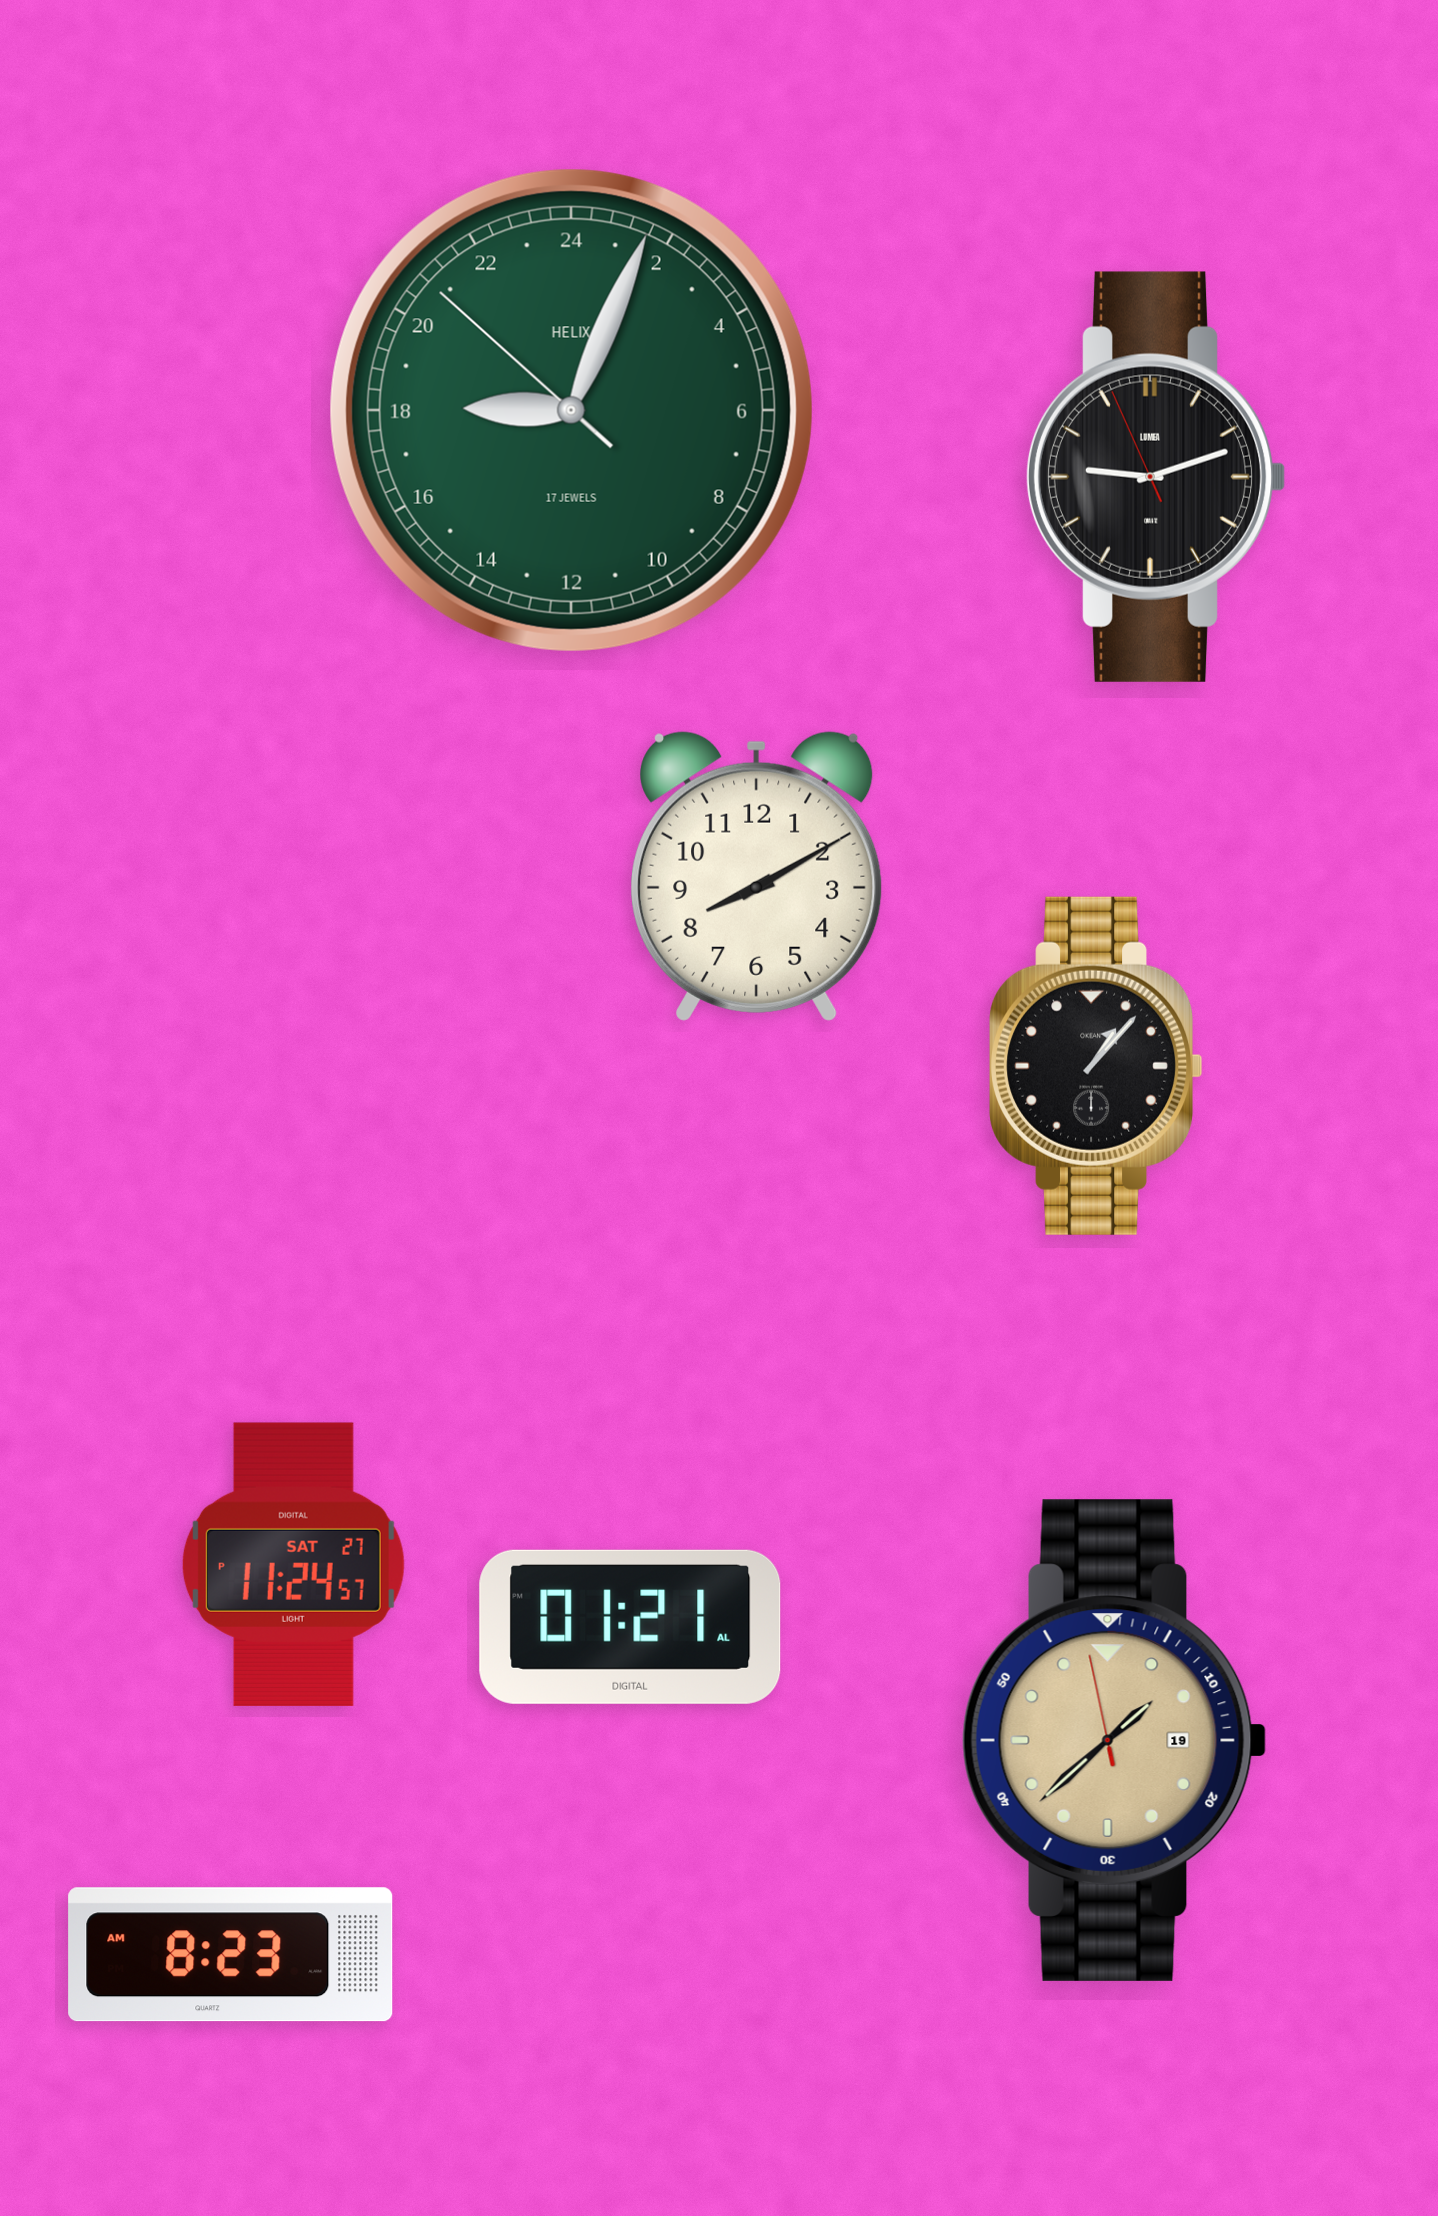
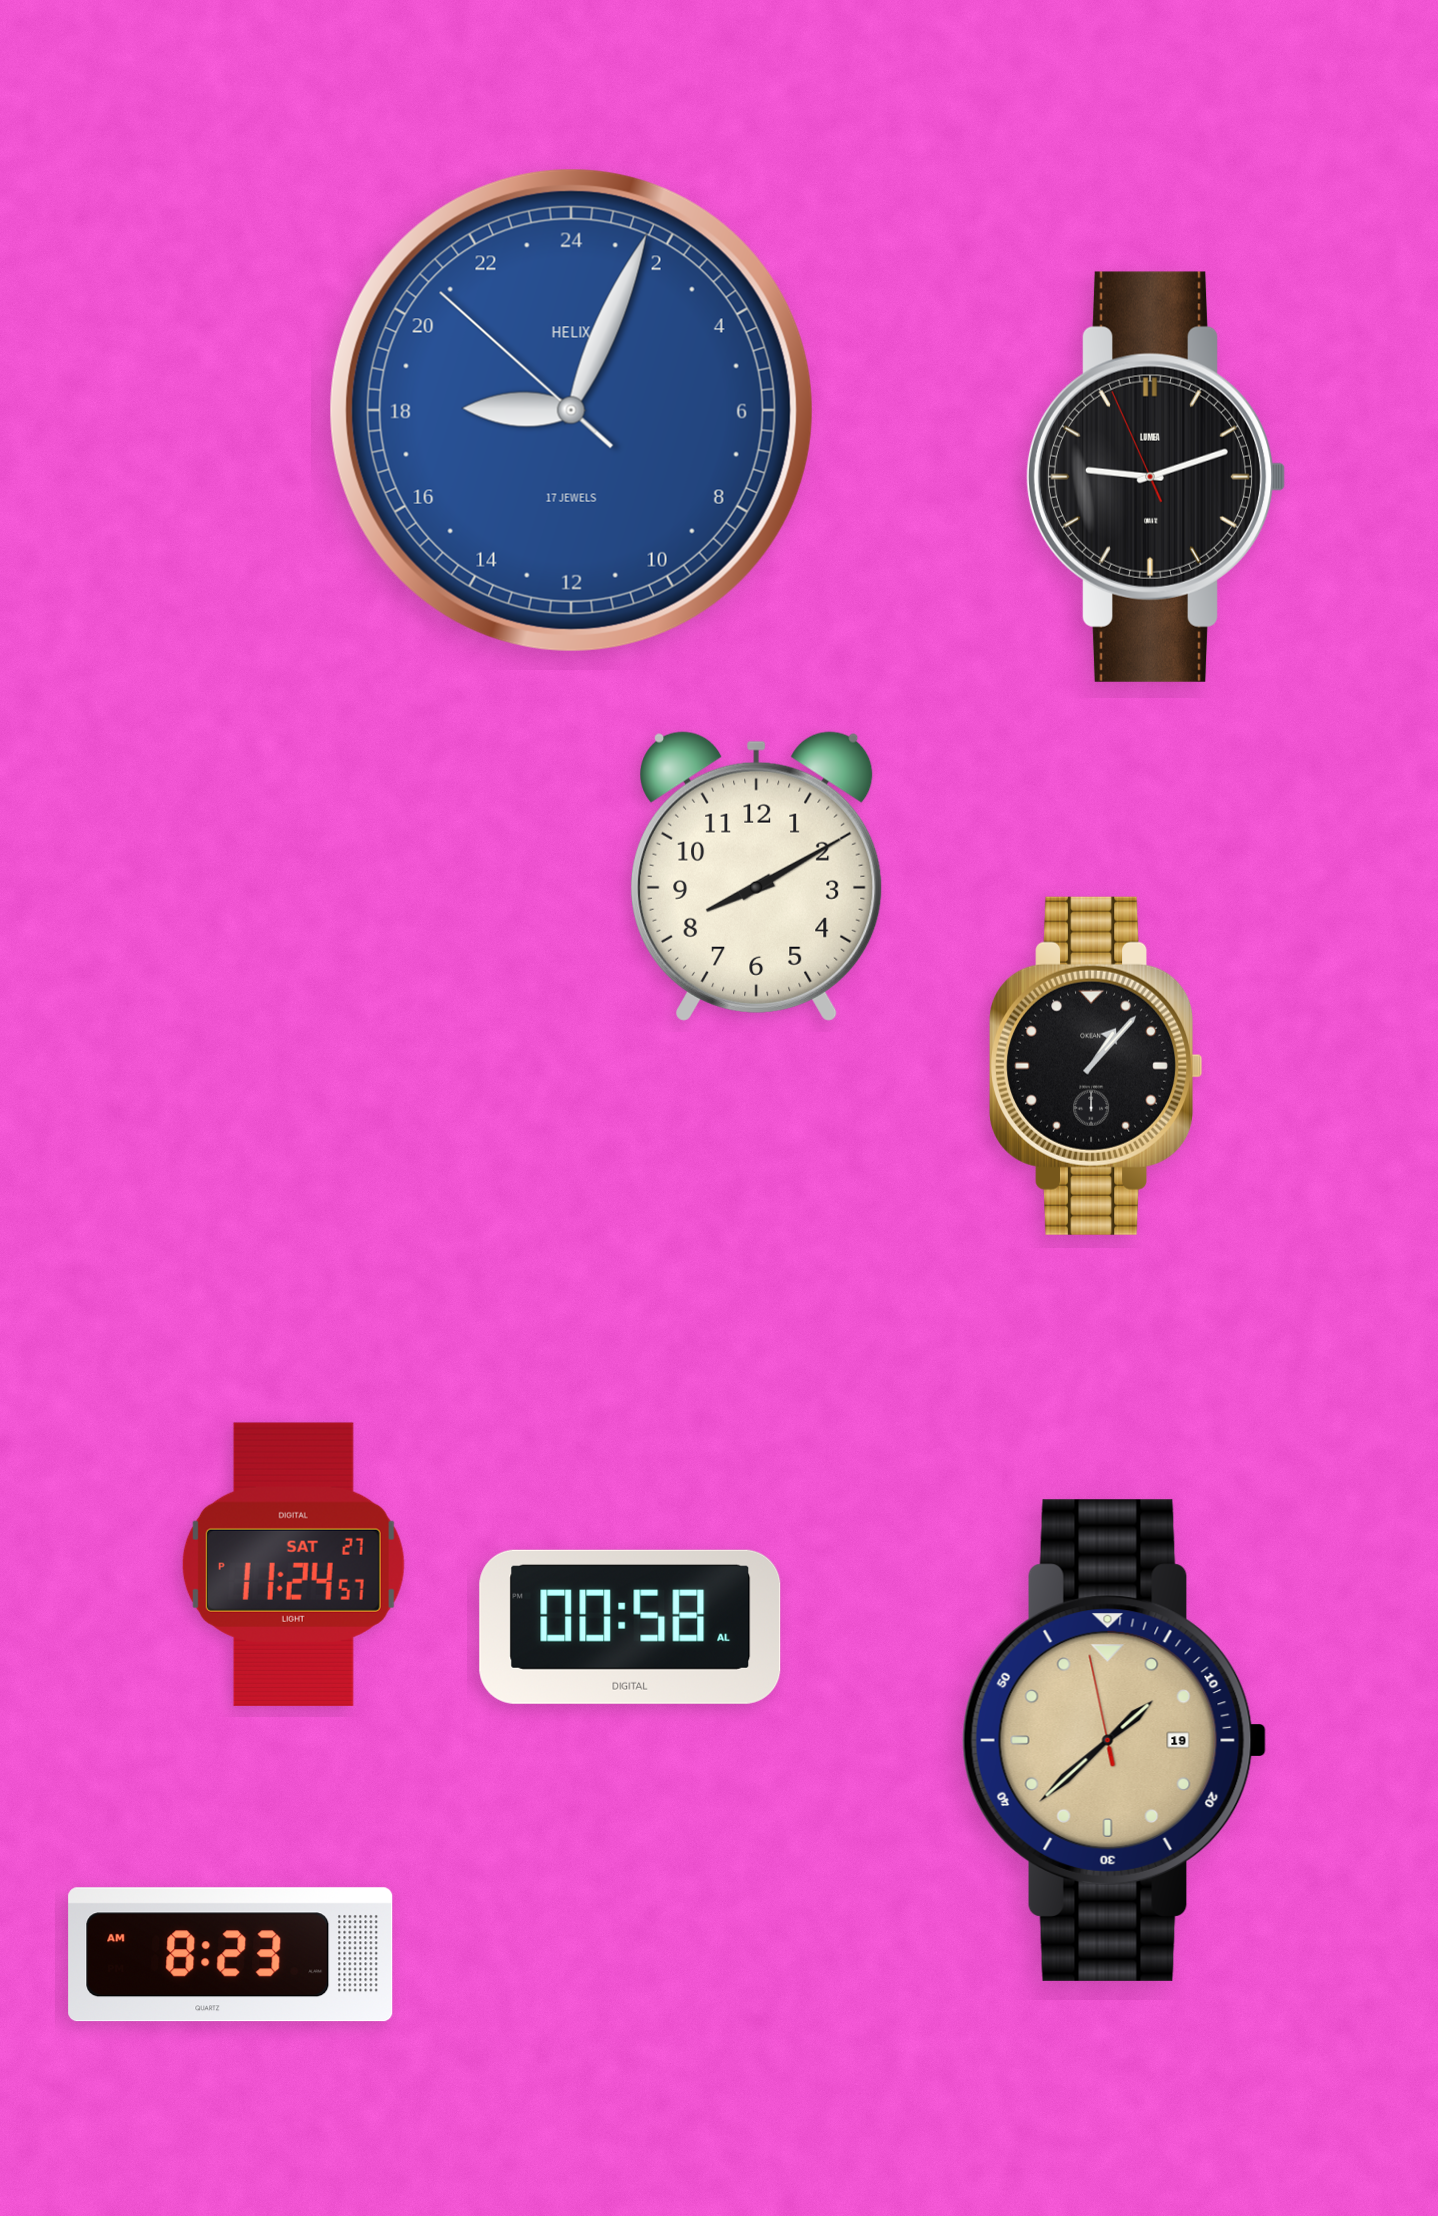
clock at (571, 410) dial: green -> blue
clock at (630, 1627): 01:21 -> 00:58
